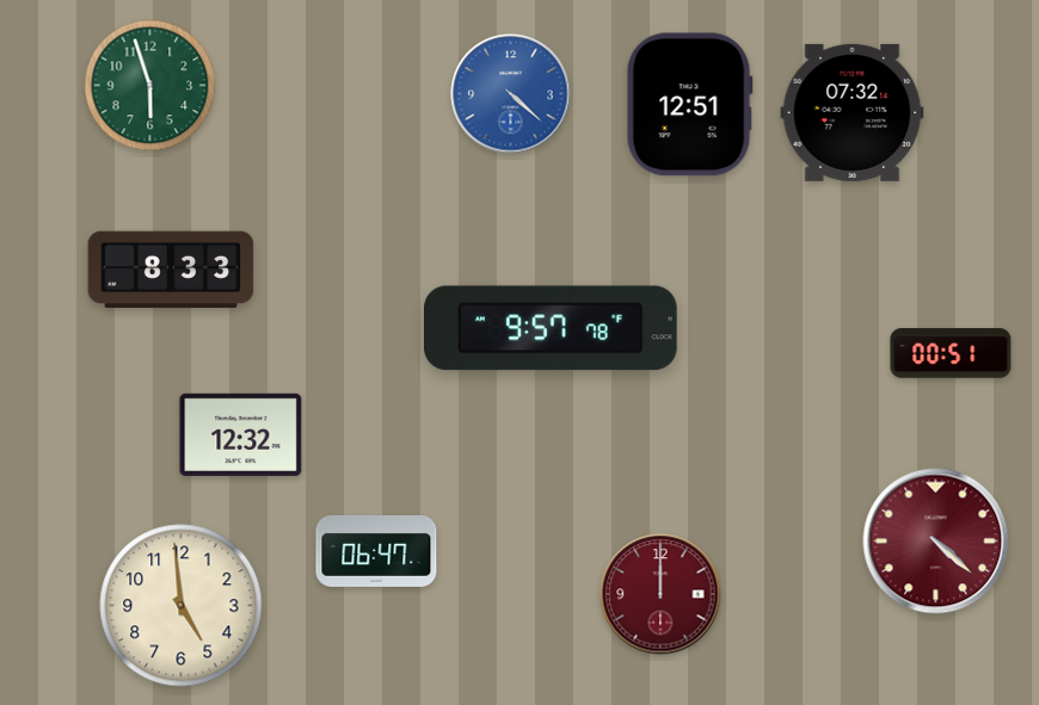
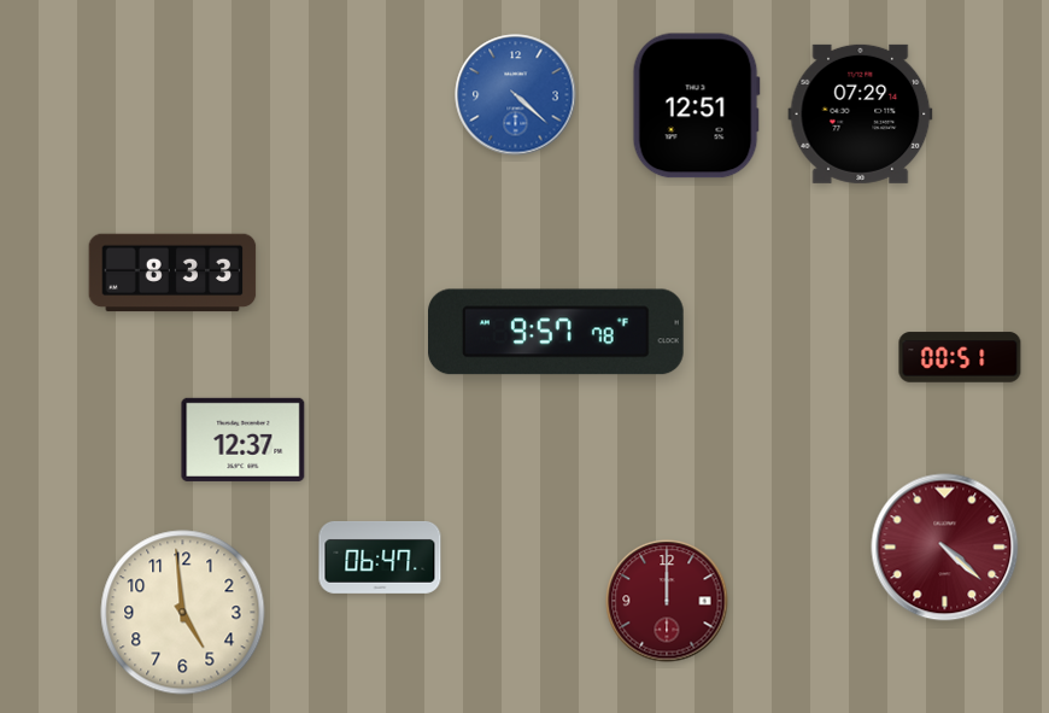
clock at (150, 86): 5:57 -> none
clock at (853, 112): 07:32 -> 07:29
clock at (241, 434): 12:32 -> 12:37
